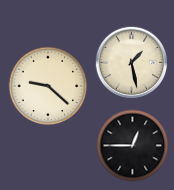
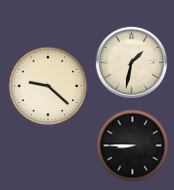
clock at (132, 63): 1:28 -> 1:32
clock at (133, 146): 12:45 -> 8:45
